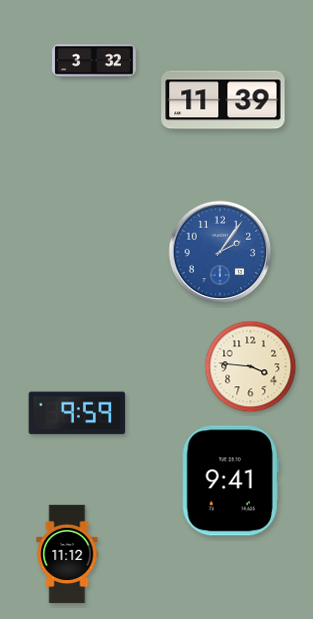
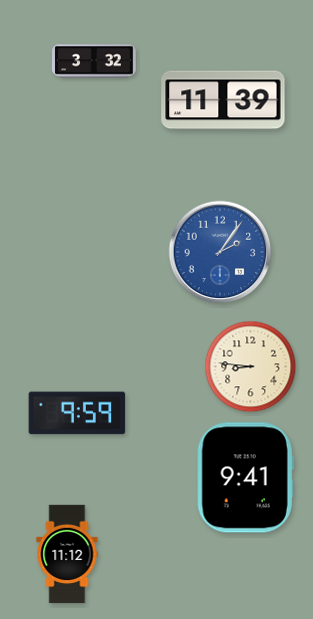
clock at (251, 367): 3:46 -> 8:46
clock at (230, 481) position: (230, 481) -> (245, 478)
